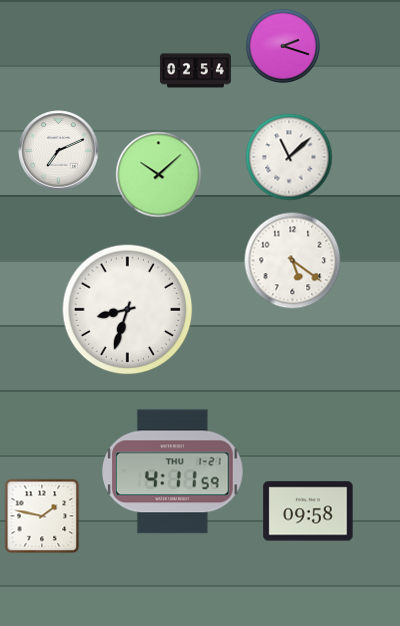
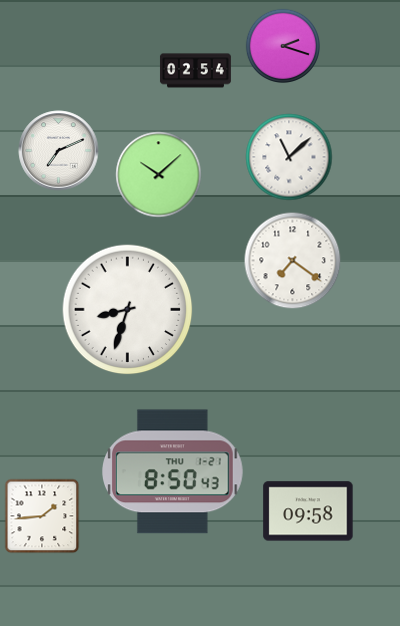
clock at (293, 261): 5:21 -> 7:21
clock at (173, 472): 4:11 -> 8:50
clock at (42, 516): 1:47 -> 1:44
